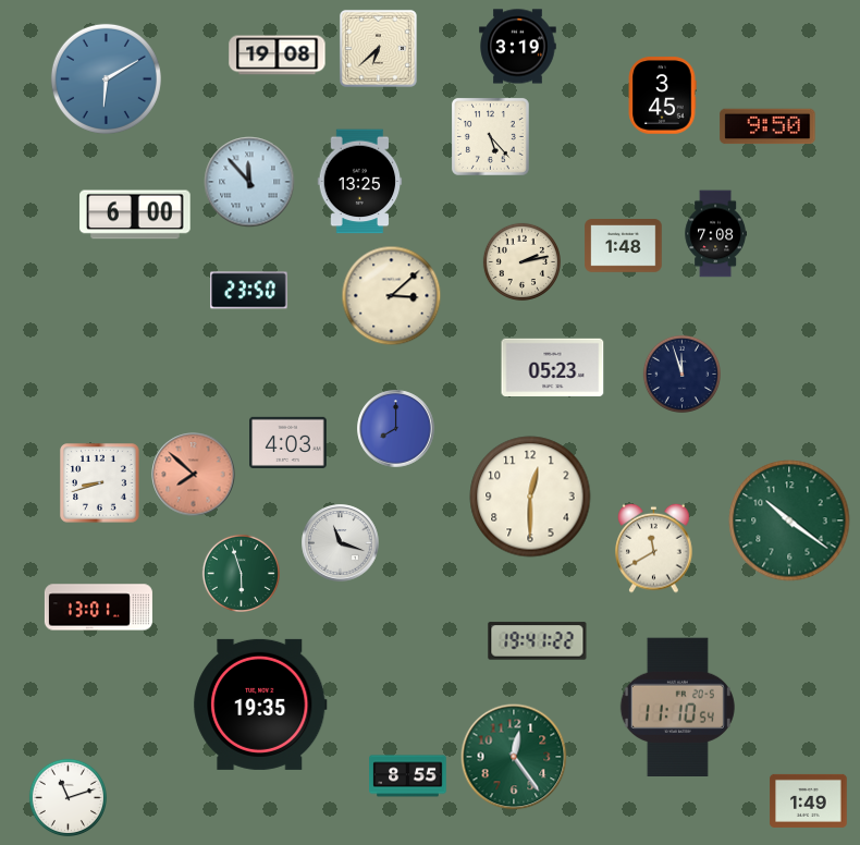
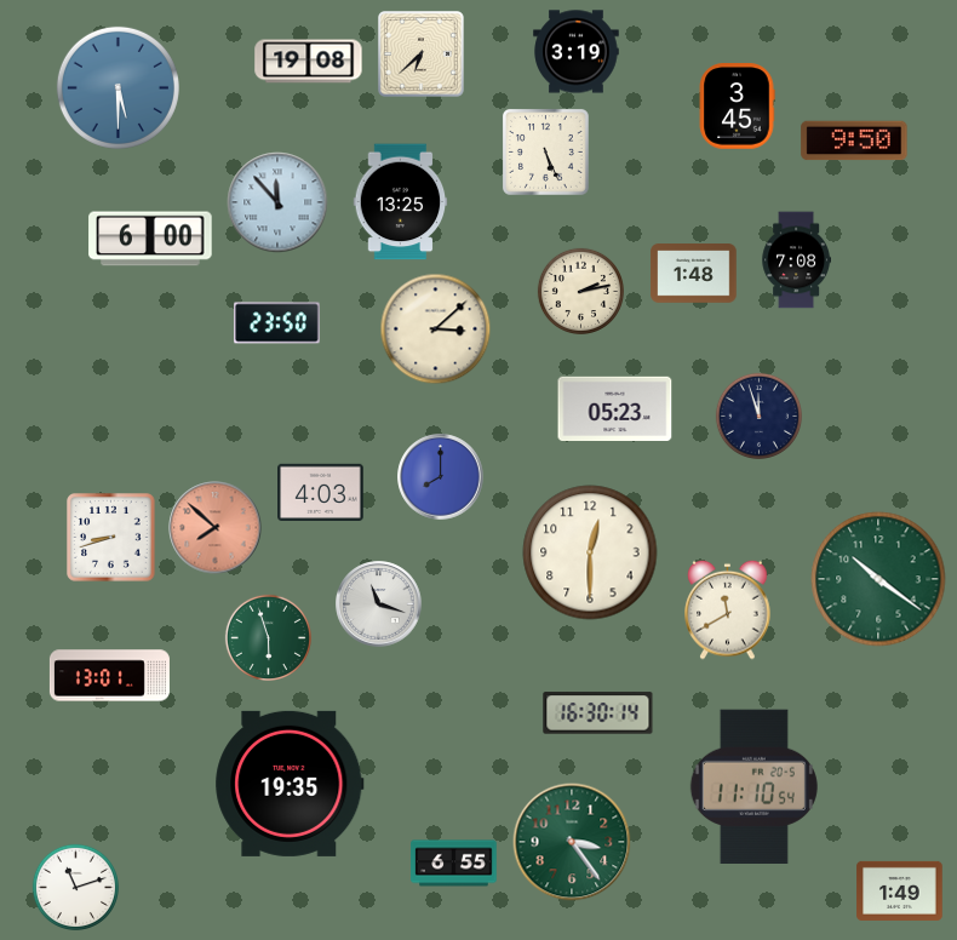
clock at (106, 78): 6:10 -> 5:30
clock at (490, 136): 5:23 -> 5:26
clock at (538, 641): 19:41 -> 16:30
clock at (514, 757): 12:24 -> 3:24
clock at (408, 776): 8:55 -> 6:55
